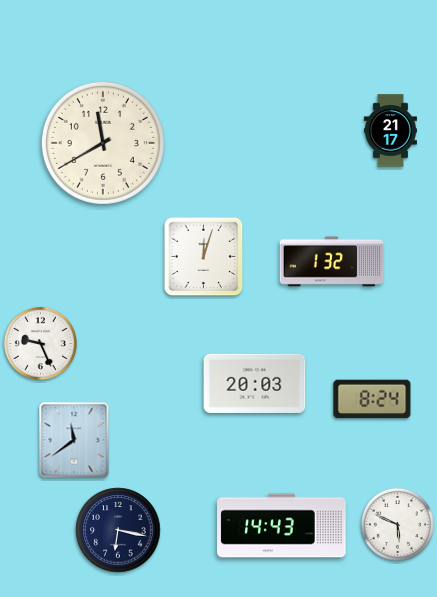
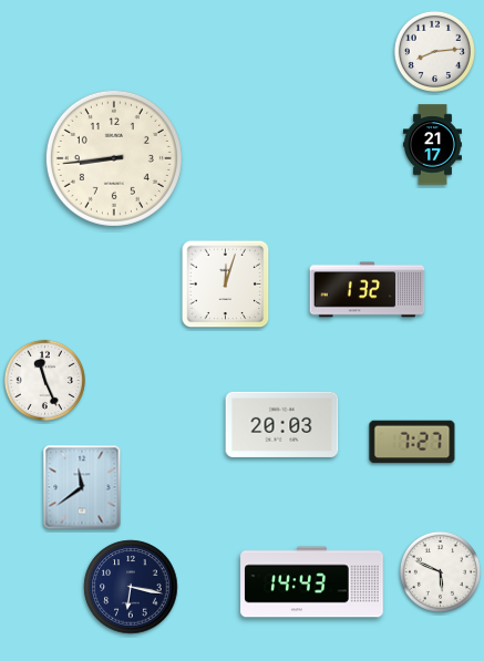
clock at (434, 51): none -> 8:14
clock at (103, 143): 11:40 -> 8:44
clock at (40, 343): 9:26 -> 11:26
clock at (372, 399): 8:24 -> 7:27
clock at (397, 524) position: (397, 524) -> (440, 571)
